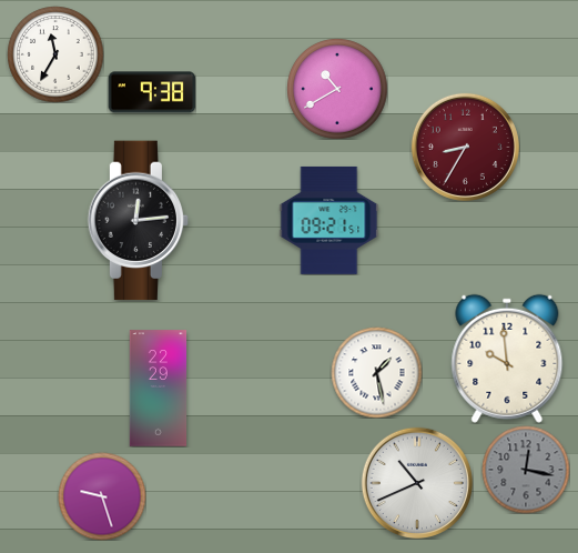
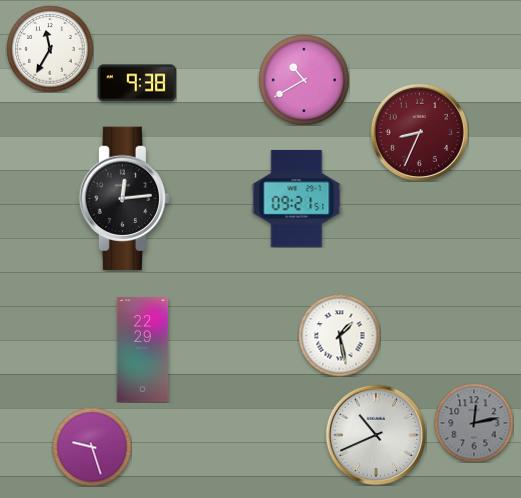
clock at (465, 147): 8:35 -> 8:34
clock at (507, 359): 9:59 -> none
clock at (526, 470): 12:17 -> 12:13
